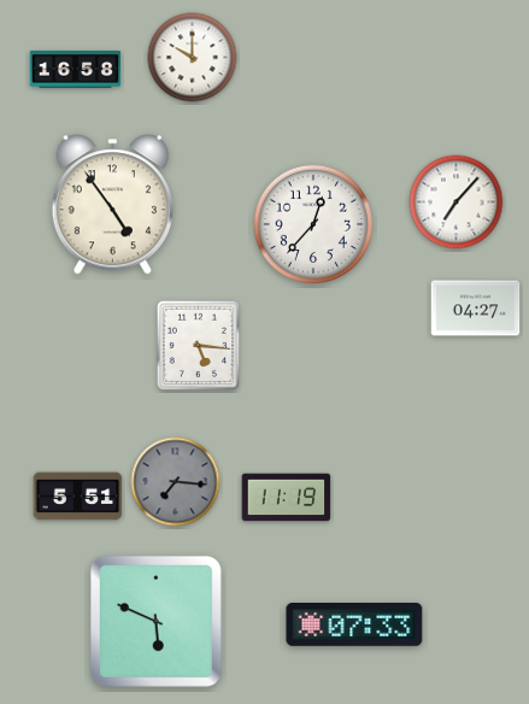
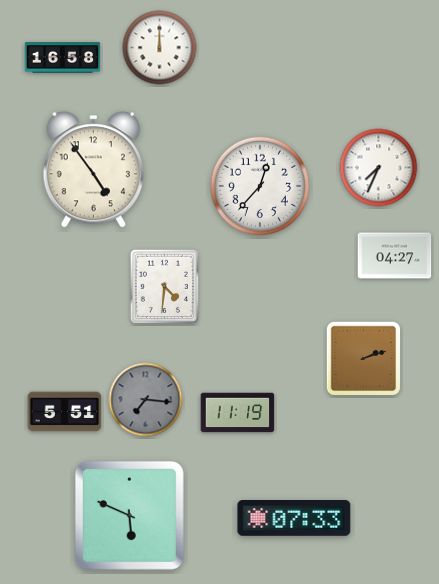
clock at (193, 58): 10:00 -> 12:00
clock at (457, 203): 7:07 -> 7:34
clock at (198, 345): 5:16 -> 4:31
clock at (364, 359): none -> 2:12
